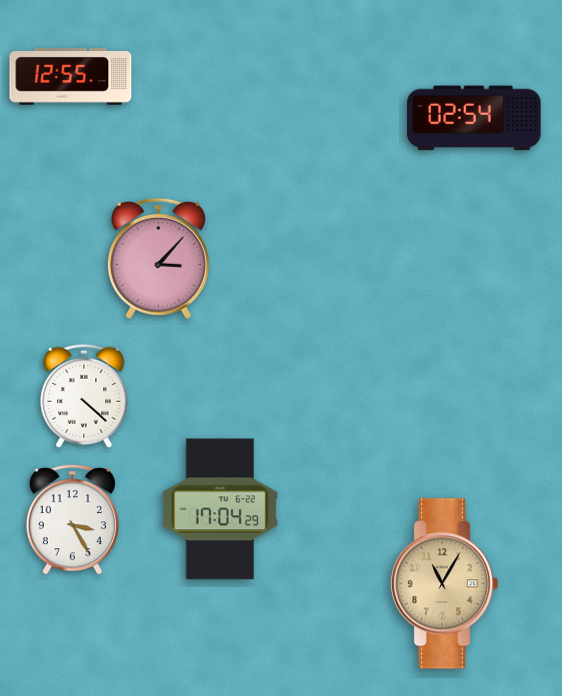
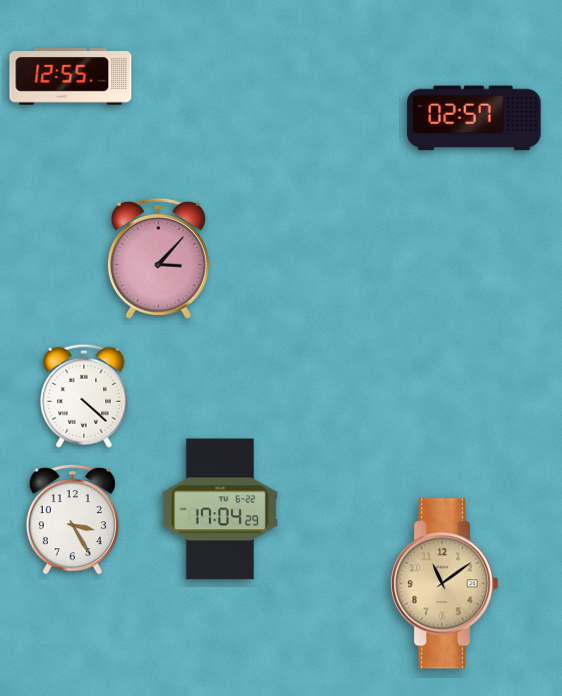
clock at (474, 118): 02:54 -> 02:57
clock at (444, 584): 11:05 -> 11:09
